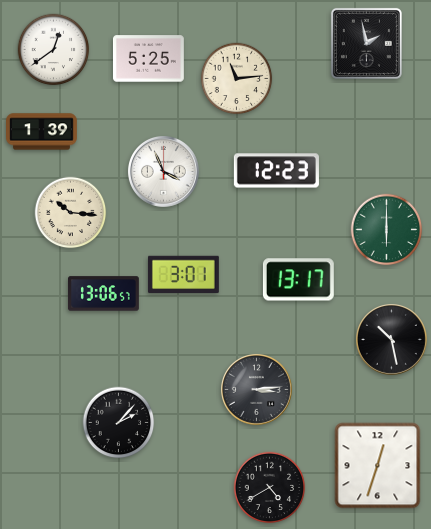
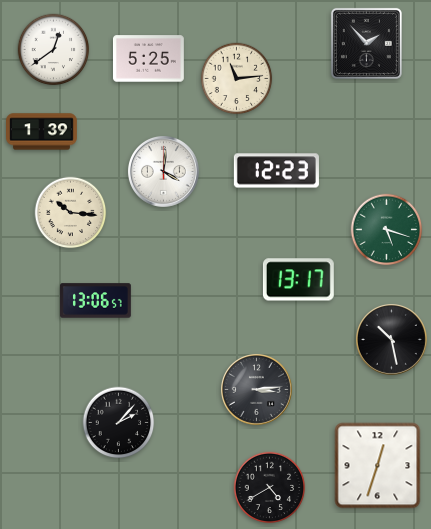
clock at (366, 43): 1:58 -> 1:53
clock at (163, 171): 3:56 -> 4:01
clock at (387, 230): 6:00 -> 5:18
clock at (183, 275): 3:01 -> none
clock at (104, 294) position: (104, 294) -> (96, 301)
